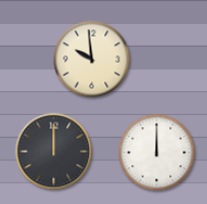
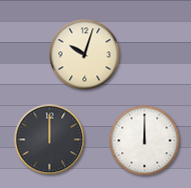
clock at (92, 60): 9:59 -> 10:03
